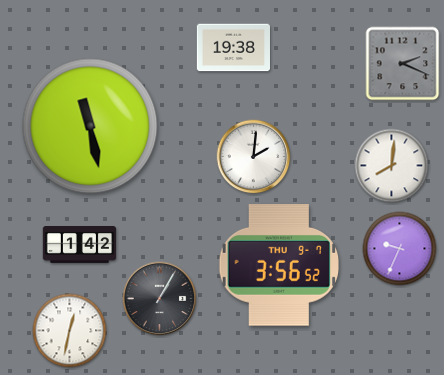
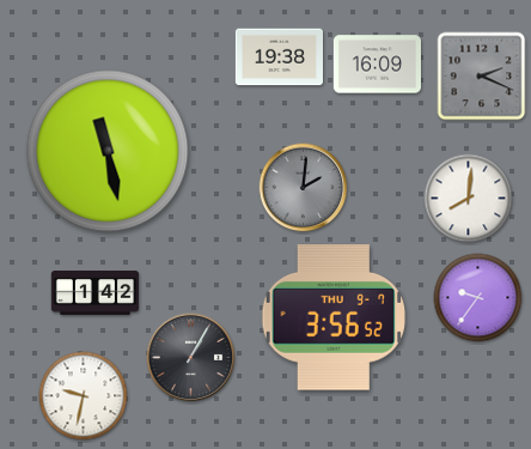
clock at (377, 65): none -> 16:09
clock at (254, 157) dial: white -> grey
clock at (400, 249): 9:34 -> 9:36
clock at (70, 331): 12:32 -> 9:32
